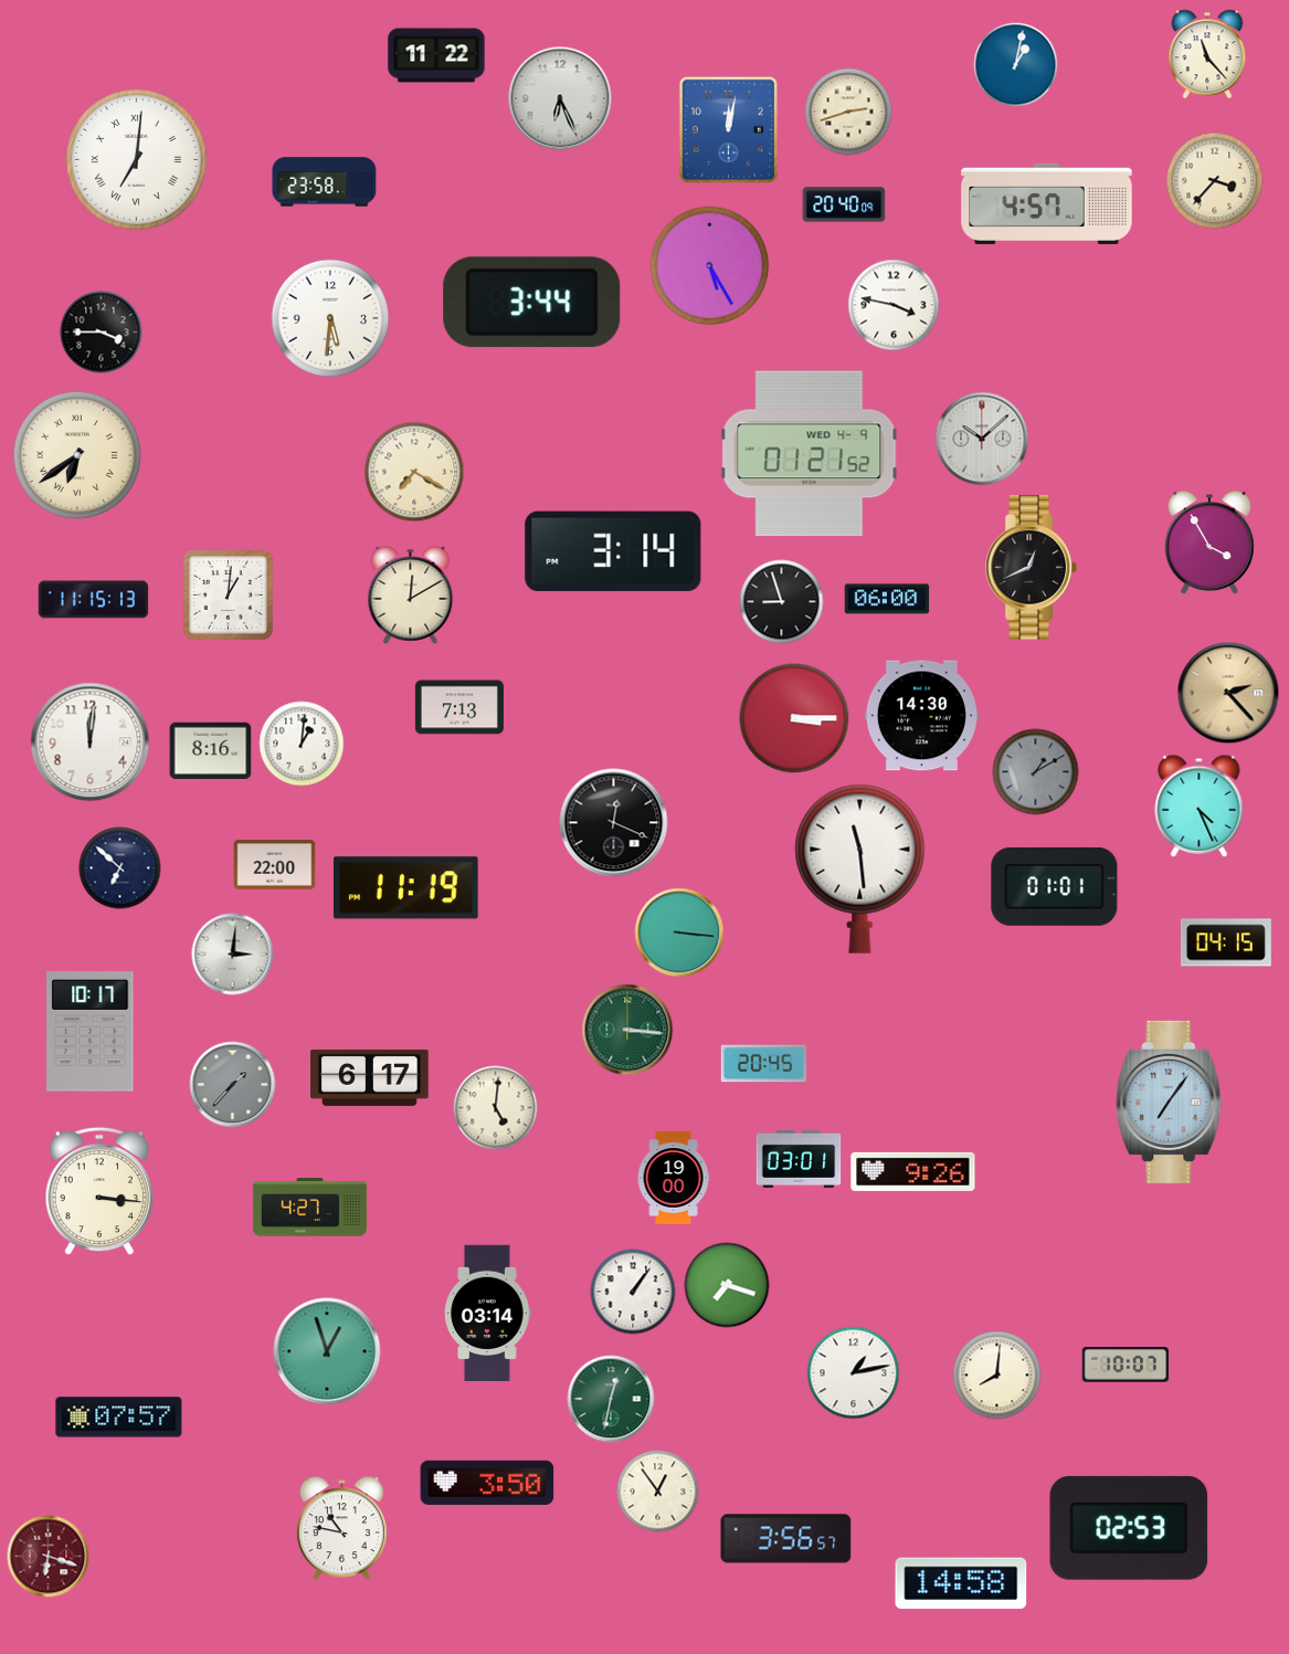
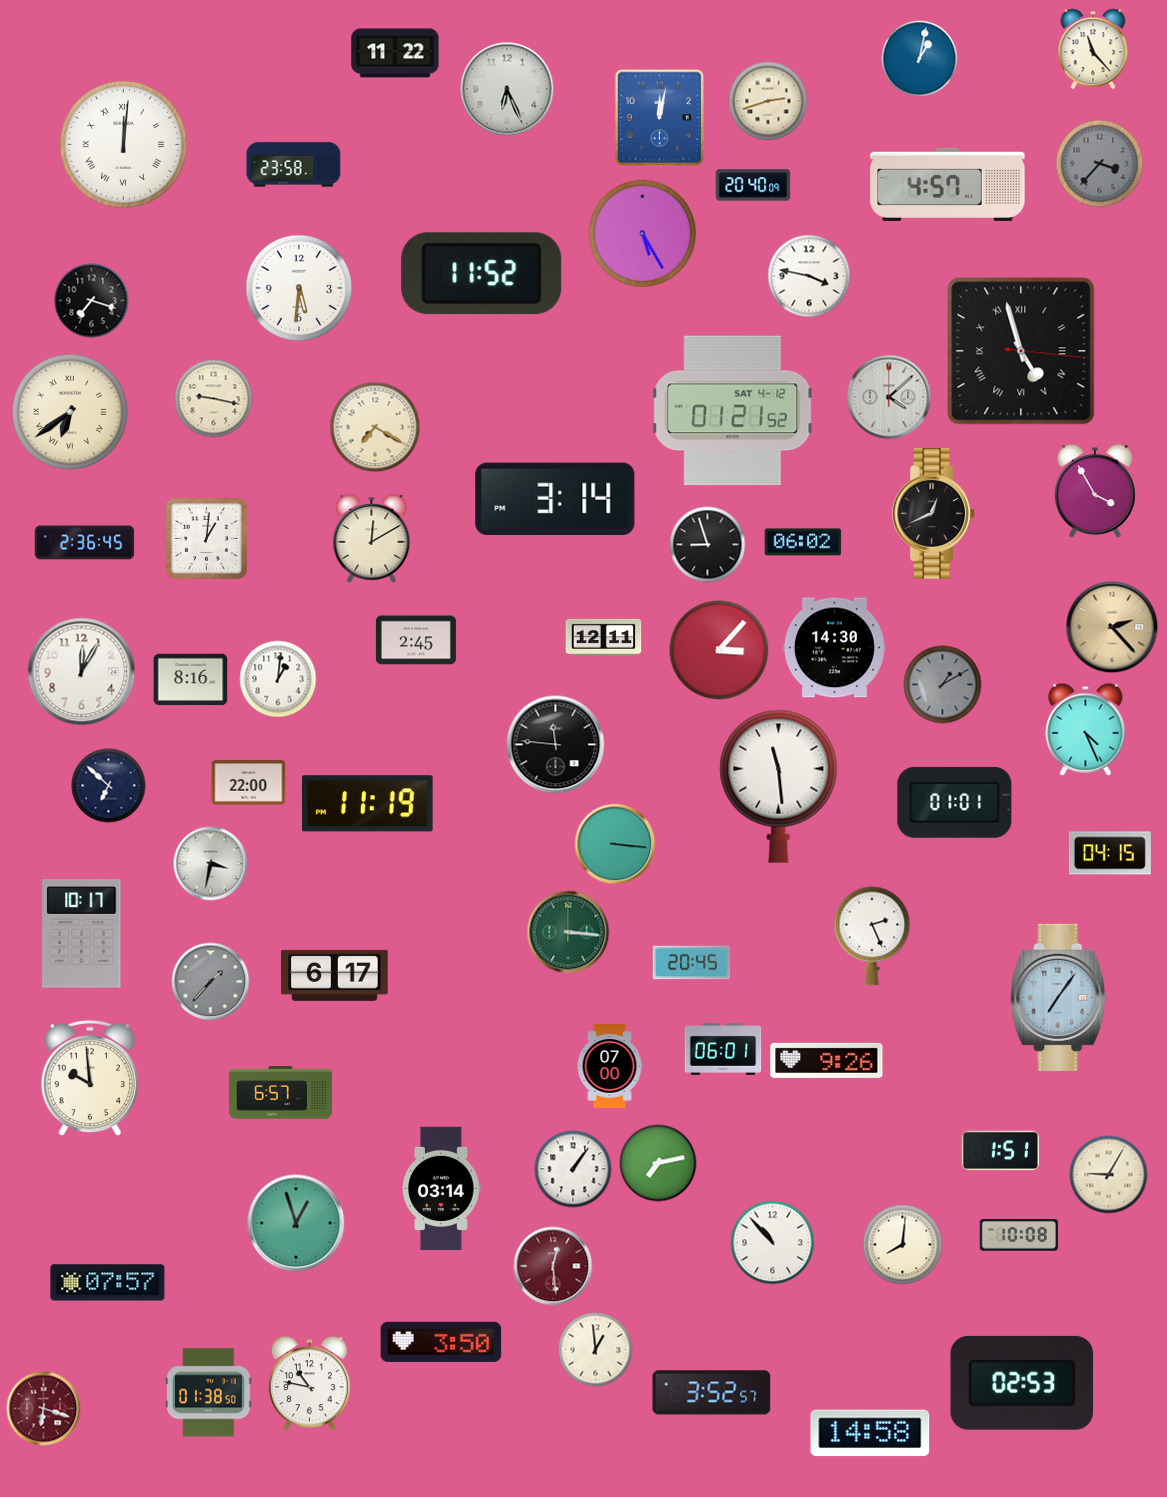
clock at (436, 55) position: (436, 55) -> (395, 53)
clock at (136, 159): 7:01 -> 12:01
clock at (1215, 181) dial: cream -> grey
clock at (844, 204) position: (844, 204) -> (753, 185)
clock at (710, 266) position: (710, 266) -> (643, 234)
clock at (532, 303): 3:44 -> 11:52
clock at (102, 333): 3:45 -> 7:18
clock at (1021, 351): none -> 4:57
clock at (982, 439): 10:08 -> 4:08
clock at (214, 399): none -> 9:17
clock at (810, 454) date: WED 4-9 -> SAT 4-12
clock at (887, 599): 06:00 -> 06:02
clock at (94, 600): 11:15 -> 2:36
clock at (604, 637): none -> 12:11
clock at (459, 707): 7:13 -> 2:45
clock at (794, 718): 3:15 -> 3:07
clock at (91, 742): 12:01 -> 12:05
clock at (302, 744) position: (302, 744) -> (278, 679)
clock at (1036, 772) position: (1036, 772) -> (943, 685)
clock at (614, 823): 12:19 -> 11:46
clock at (233, 955): 3:01 -> 3:32
clock at (872, 936): none -> 2:26
clock at (496, 1108): 5:01 -> none
clock at (799, 1159): 03:01 -> 06:01
clock at (674, 1178): 19:00 -> 07:00
clock at (98, 1191): 3:16 -> 9:59
clock at (309, 1208): 4:27 -> 6:57
clock at (1001, 1151): none -> 1:51
clock at (727, 1285): 7:18 -> 7:13
clock at (1109, 1175): none -> 9:05
clock at (1126, 1366): 10:07 -> 10:08
clock at (854, 1373): 1:13 -> 10:53
clock at (611, 1399): 12:32 -> 12:29
clock at (611, 1399) dial: green -> burgundy
clock at (658, 1492): 12:54 -> 12:59
clock at (209, 1393): none -> 01:38
clock at (786, 1539): 3:56 -> 3:52
